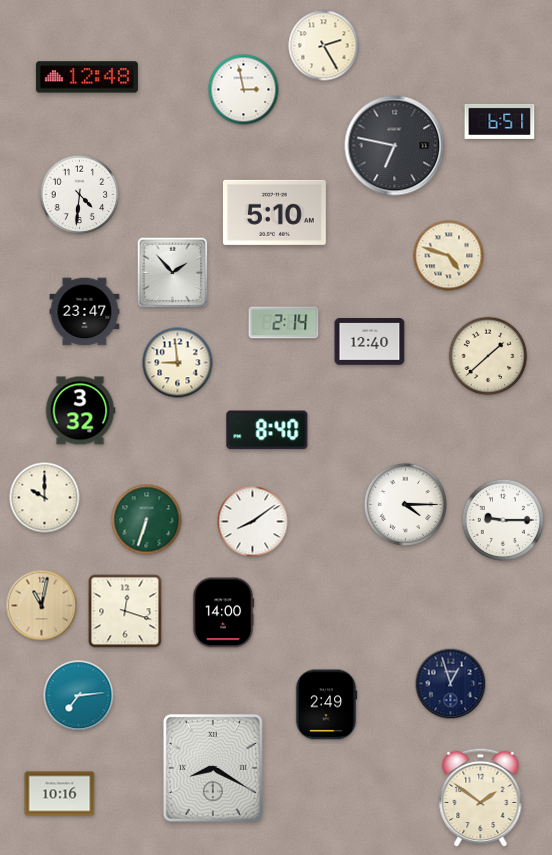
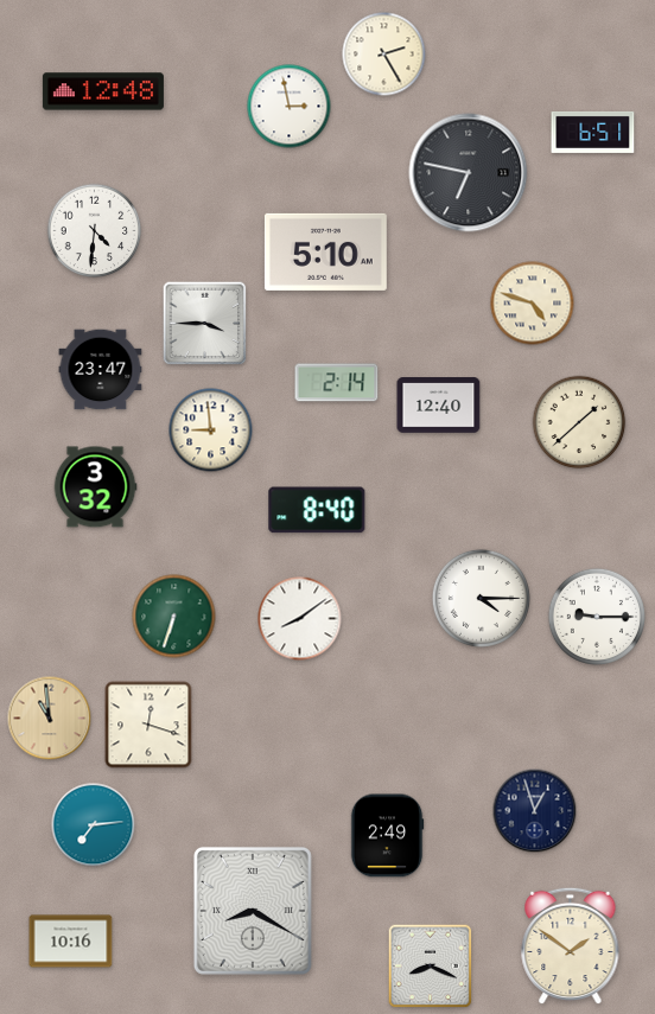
clock at (500, 121) position: (500, 121) -> (593, 132)
clock at (173, 273): 1:53 -> 3:45
clock at (45, 498): 10:00 -> none
clock at (42, 606): 11:02 -> 10:59
clock at (223, 613): 14:00 -> none
clock at (431, 967): none -> 8:19
